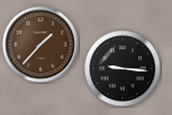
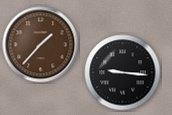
clock at (123, 69) position: (123, 69) -> (123, 73)
